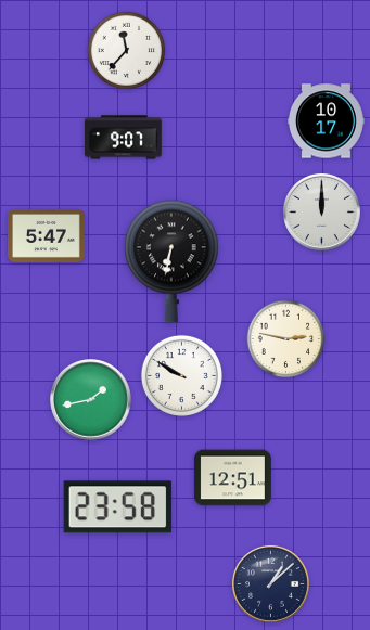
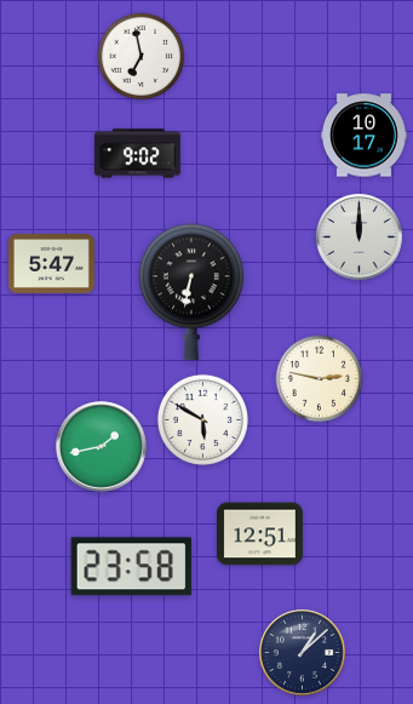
clock at (127, 51): 11:37 -> 6:58
clock at (123, 138): 9:07 -> 9:02
clock at (181, 375): 9:50 -> 5:50
